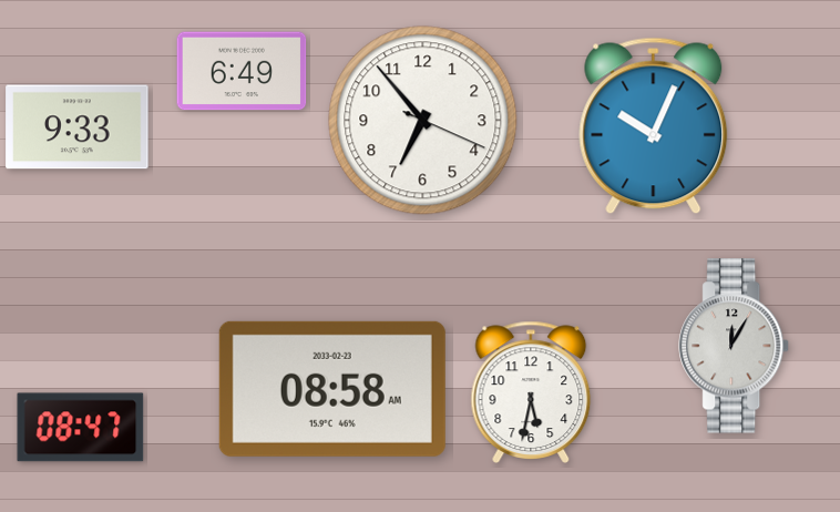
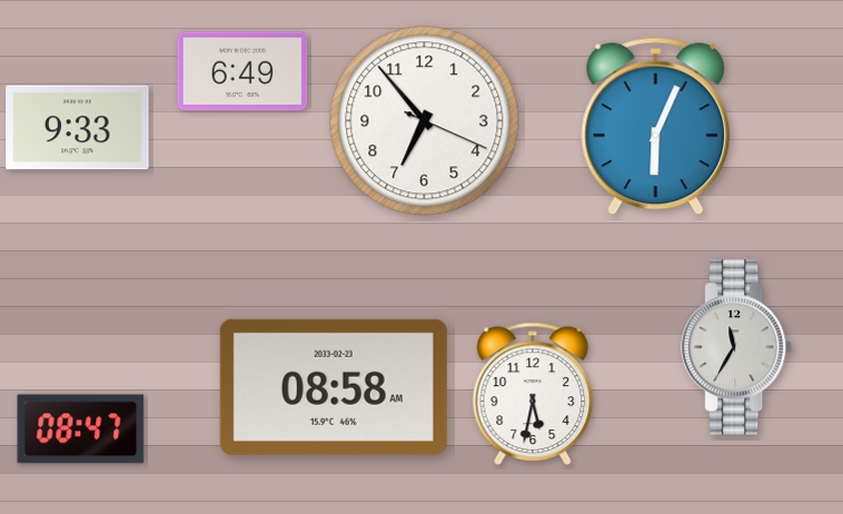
clock at (654, 126): 10:04 -> 6:04
clock at (735, 346): 12:05 -> 11:35
clock at (332, 389) position: (332, 389) -> (334, 387)
